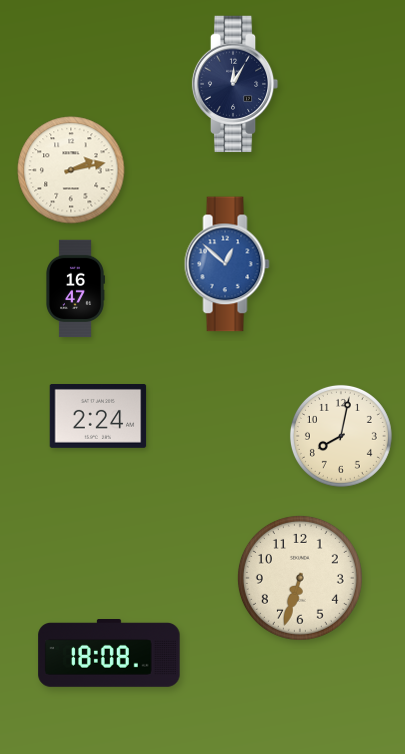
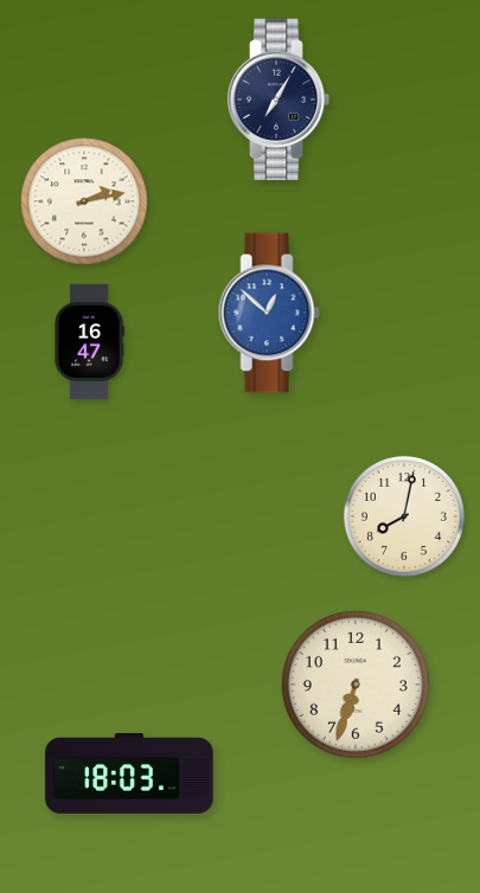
clock at (235, 84): 12:05 -> 7:05
clock at (98, 417): 2:24 -> none
clock at (109, 654): 18:08 -> 18:03
